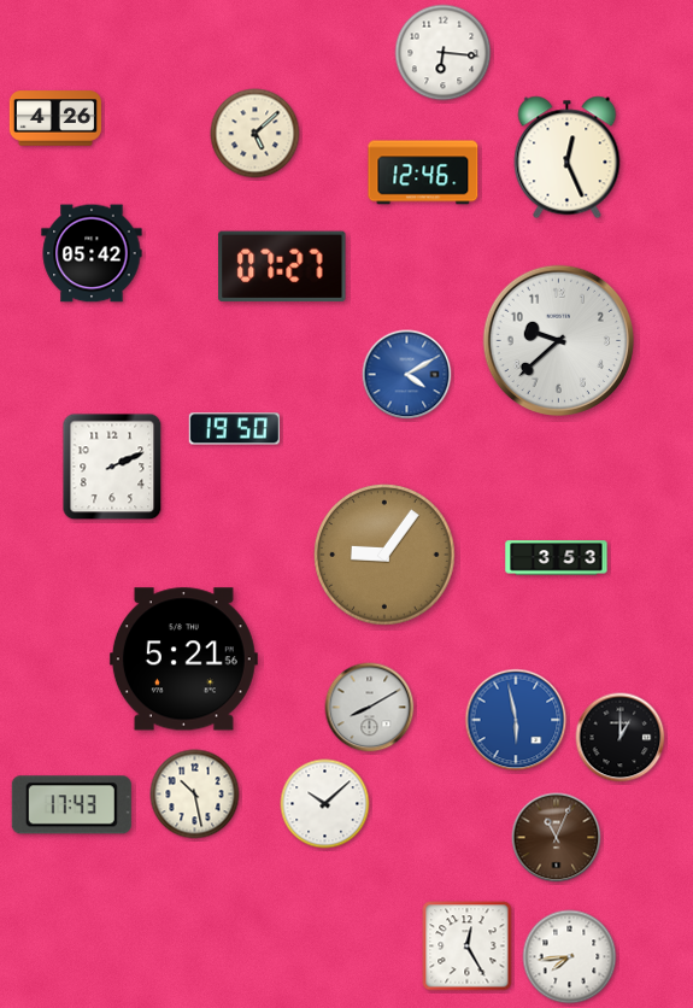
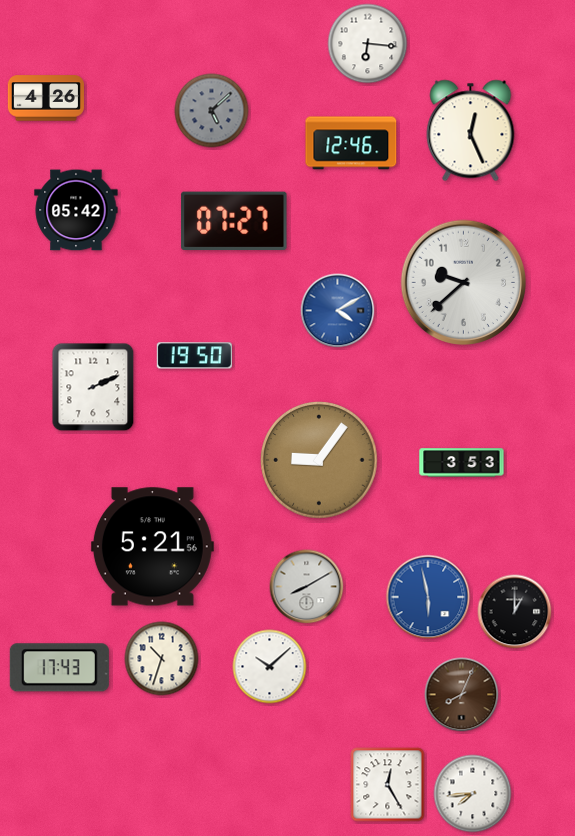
clock at (256, 134) dial: cream -> grey
clock at (195, 795): 10:28 -> 10:33
clock at (557, 838): 11:04 -> 8:04
